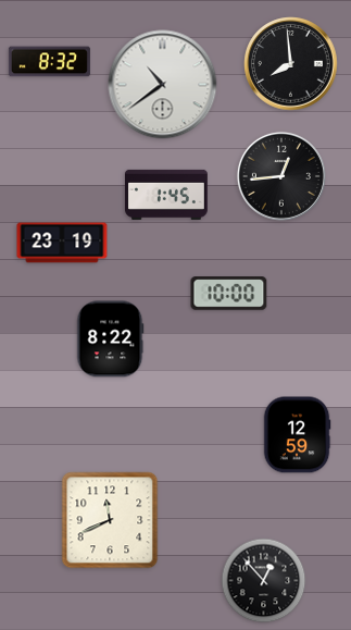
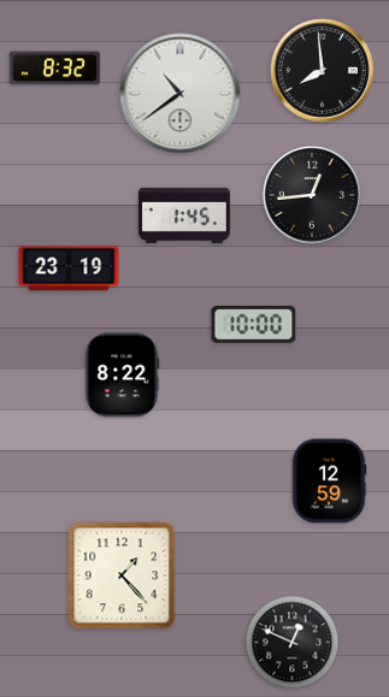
clock at (110, 520): 11:41 -> 1:23
clock at (264, 581): 12:53 -> 12:49
